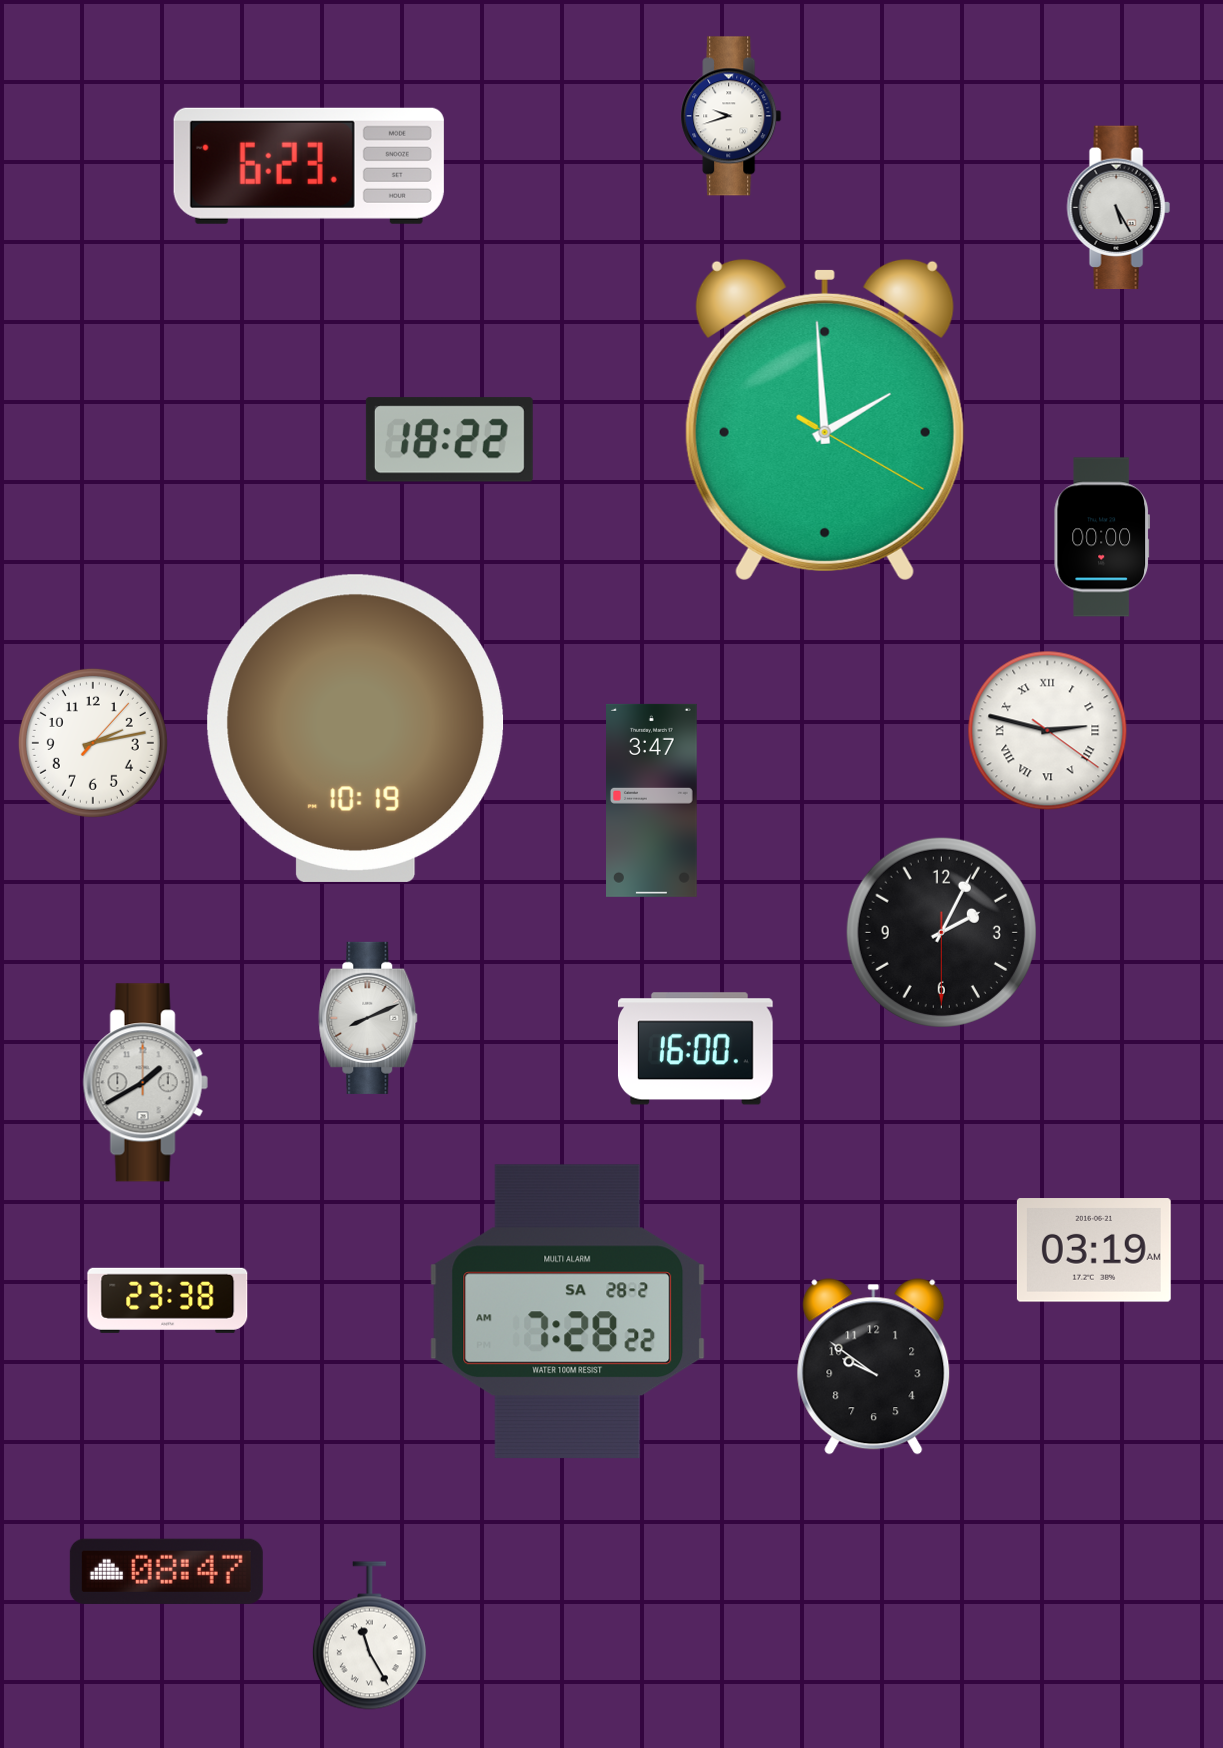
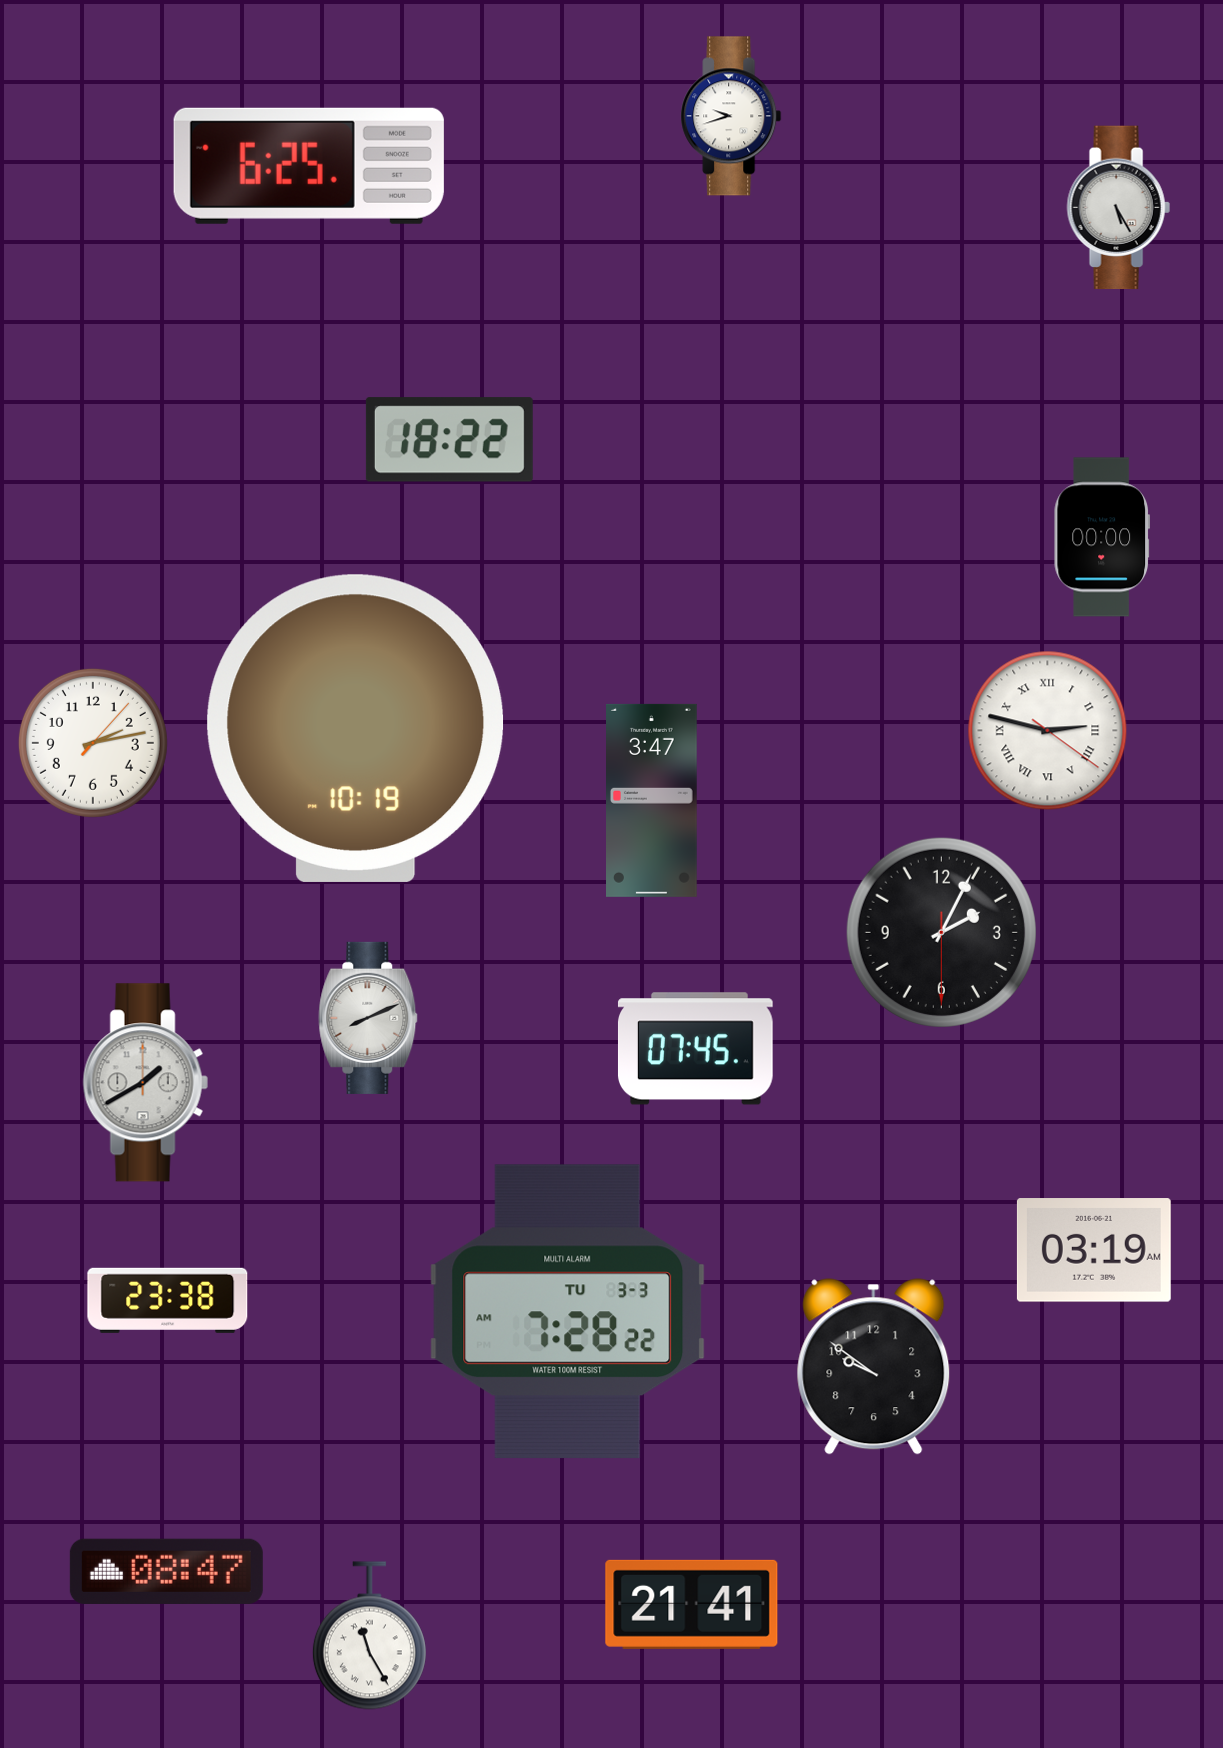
clock at (309, 166): 6:23 -> 6:25
clock at (825, 420): 1:59 -> none
clock at (695, 1049): 16:00 -> 07:45
clock at (568, 1312) date: SA 28-2 -> TU 3-3
clock at (692, 1604): none -> 21:41
